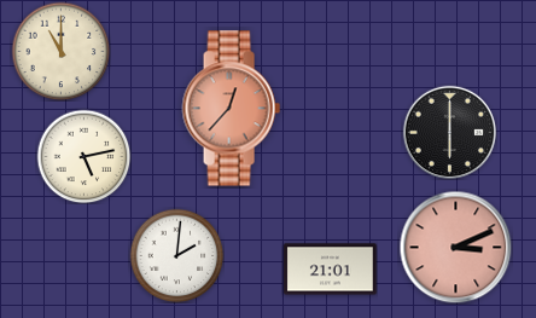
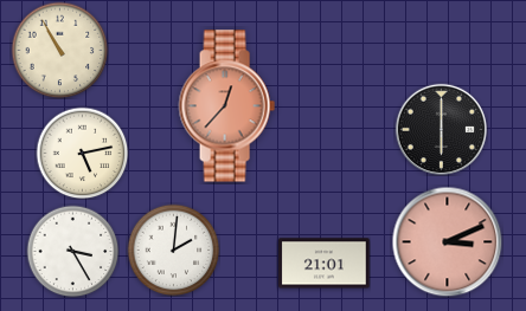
clock at (60, 51): 11:00 -> 10:55
clock at (72, 251): none -> 3:25
